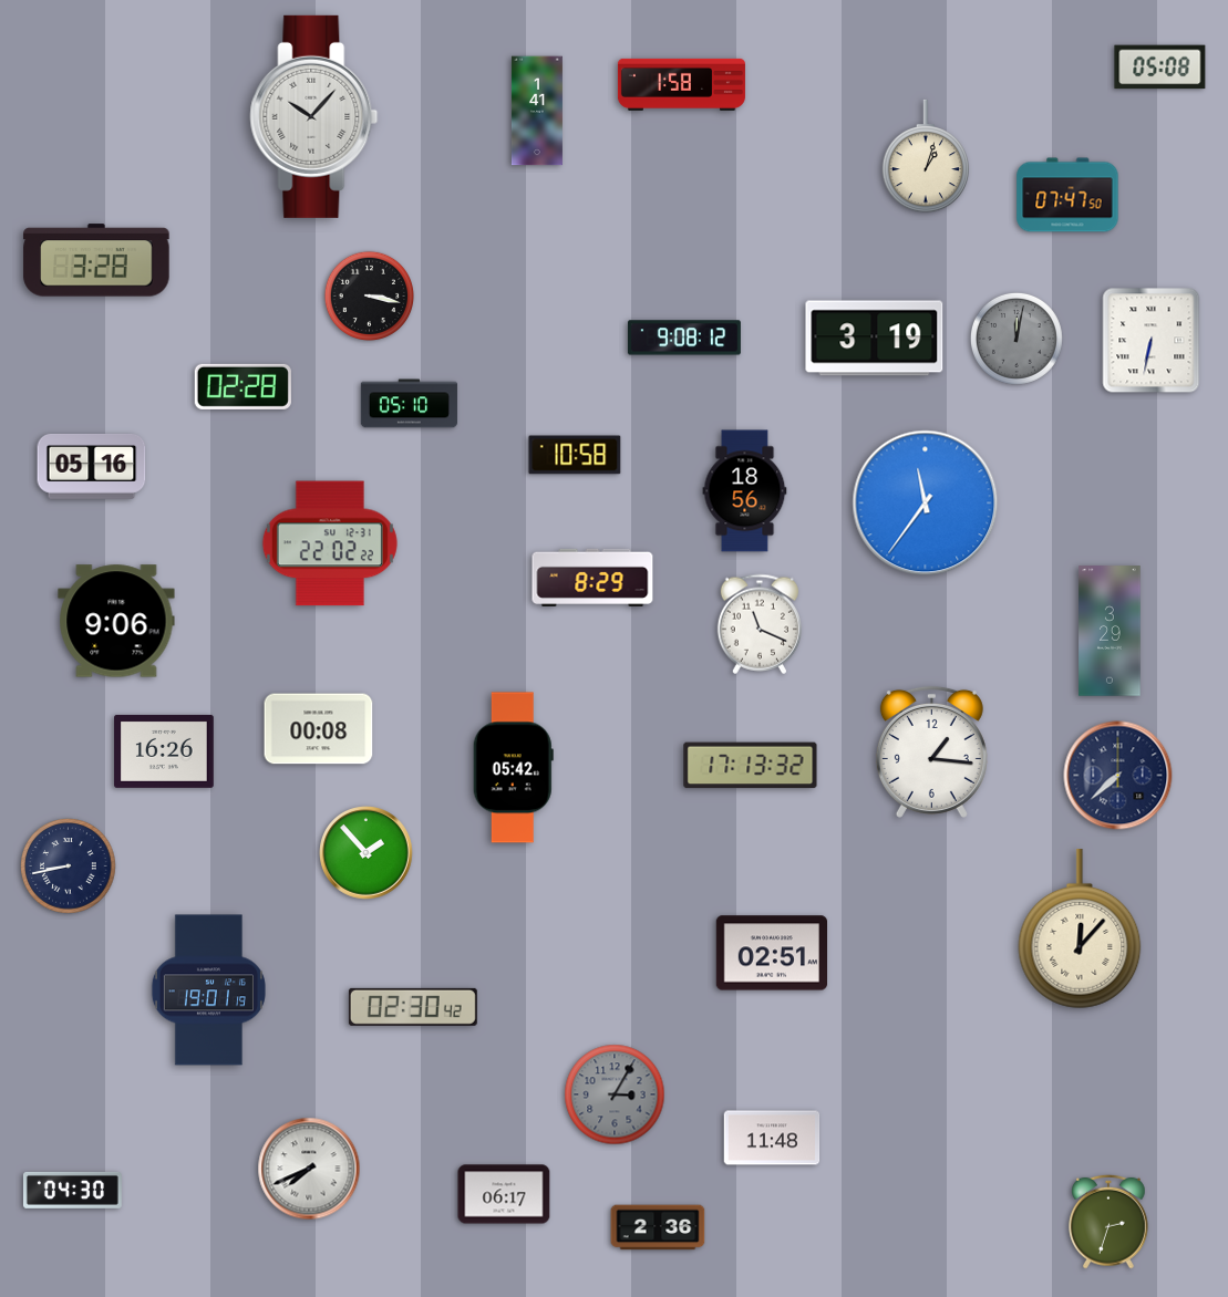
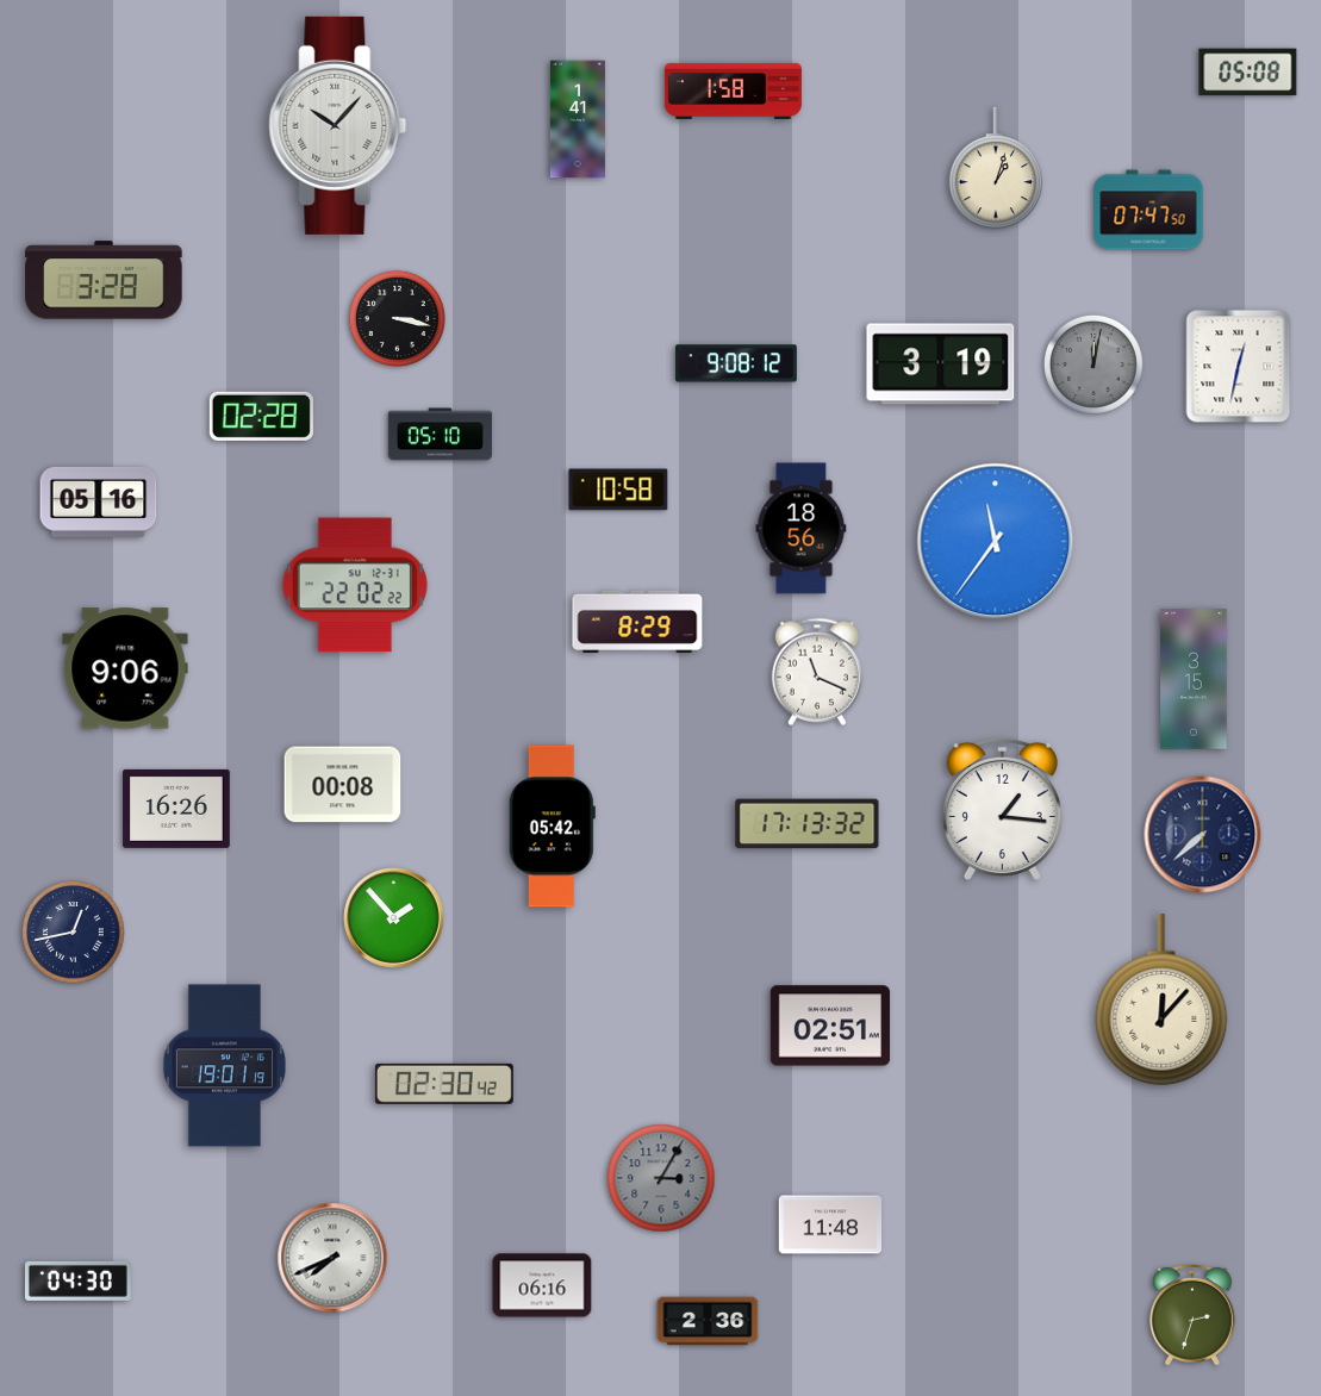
clock at (1152, 341): 6:32 -> 12:32
clock at (1110, 631): 3:29 -> 3:15
clock at (69, 867): 8:43 -> 12:43
clock at (504, 1194): 06:17 -> 06:16
